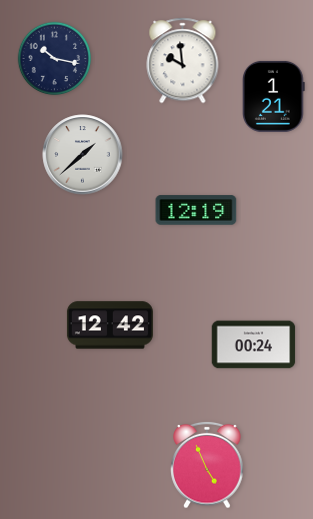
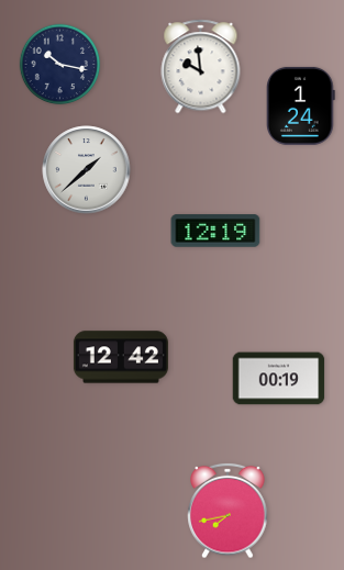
clock at (274, 96): 1:21 -> 1:24
clock at (83, 155) position: (83, 155) -> (87, 170)
clock at (254, 345): 00:24 -> 00:19
clock at (207, 465): 4:56 -> 7:43
